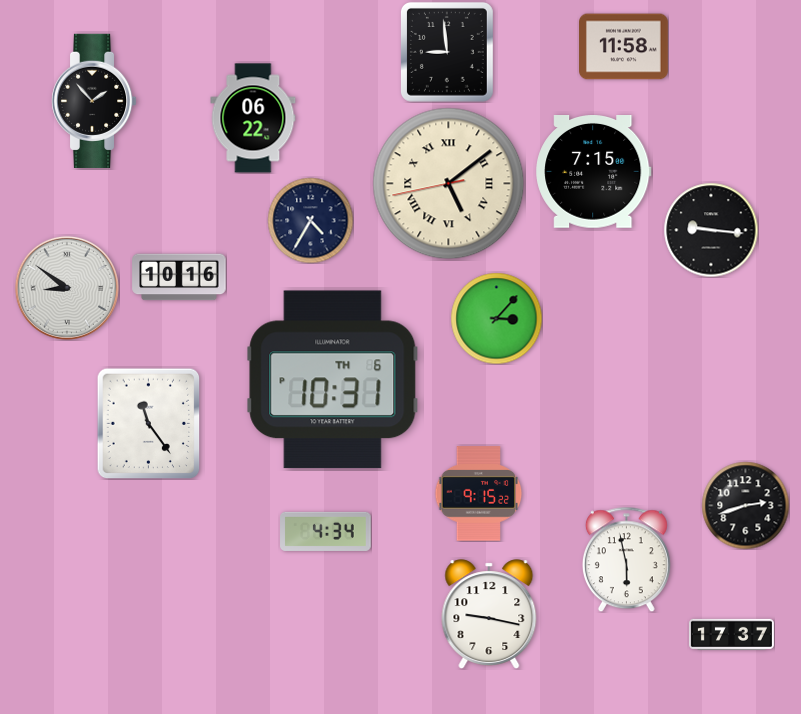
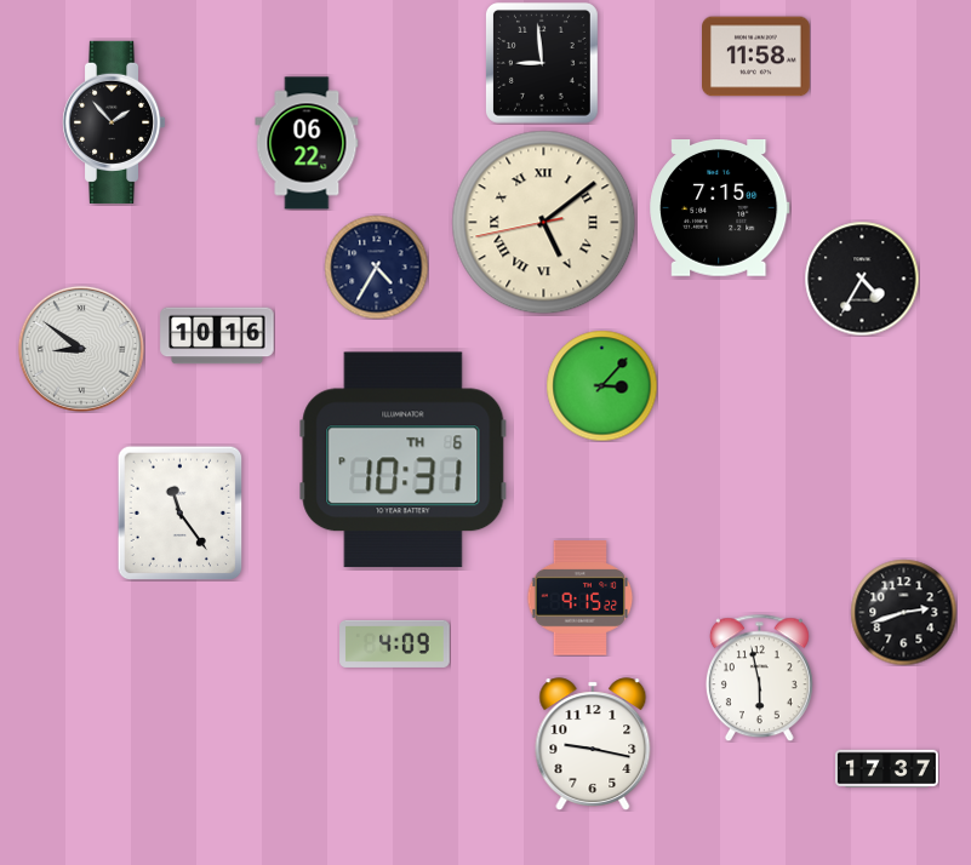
clock at (711, 230): 9:16 -> 4:35
clock at (326, 531): 4:34 -> 4:09
